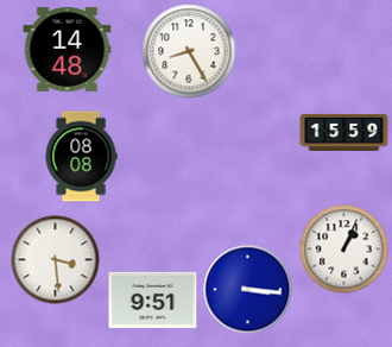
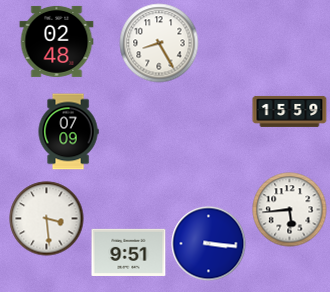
clock at (68, 49): 14:48 -> 02:48
clock at (81, 157): 08:08 -> 07:09
clock at (344, 250): 1:04 -> 5:44
